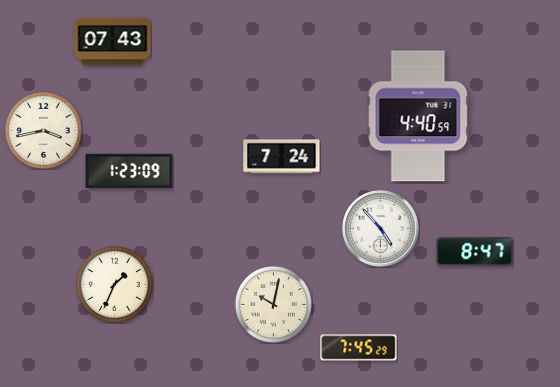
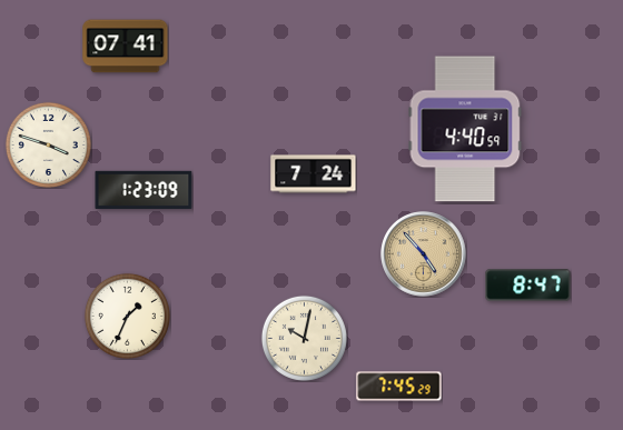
clock at (113, 42): 07:43 -> 07:41
clock at (43, 130): 3:43 -> 3:48
clock at (381, 229) dial: white -> champagne
clock at (475, 252) position: (475, 252) -> (528, 286)
